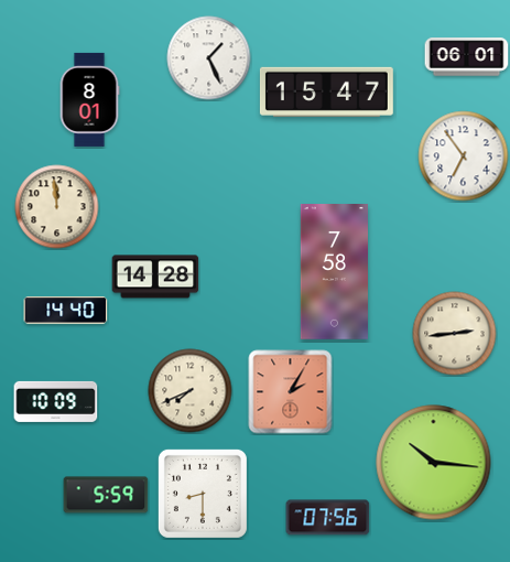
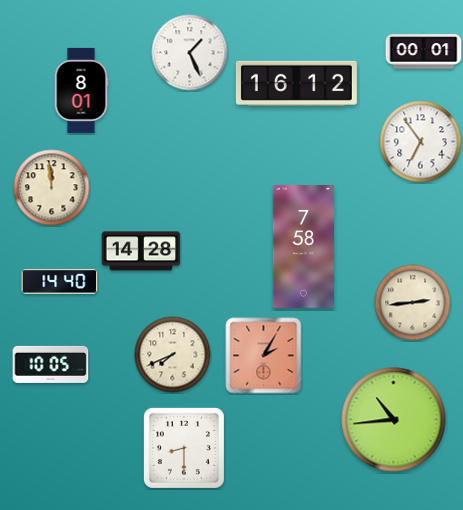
clock at (467, 57): 06:01 -> 00:01
clock at (326, 91): 15:47 -> 16:12
clock at (56, 401): 10:09 -> 10:05
clock at (434, 463): 10:16 -> 10:44
clock at (106, 495): 5:59 -> none
clock at (328, 518): 07:56 -> none
